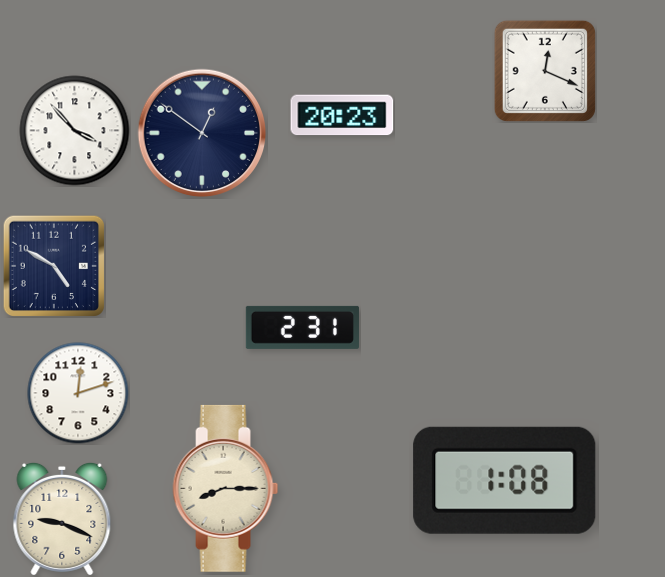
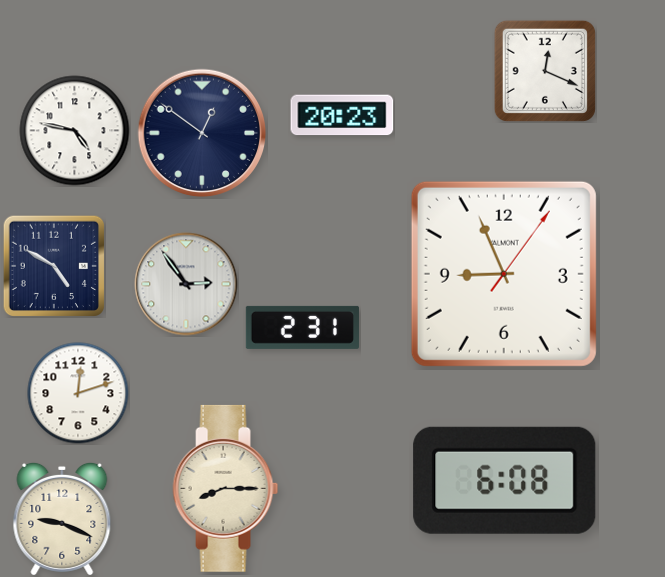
clock at (75, 131): 3:53 -> 4:47
clock at (504, 274): none -> 8:56
clock at (186, 284): none -> 2:54
clock at (505, 480): 1:08 -> 6:08
